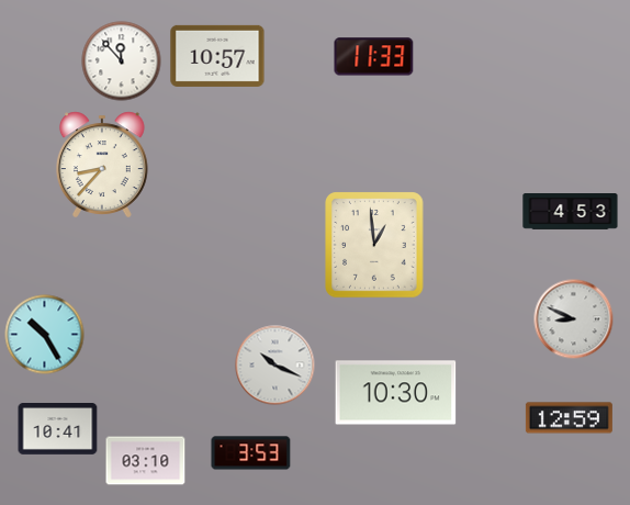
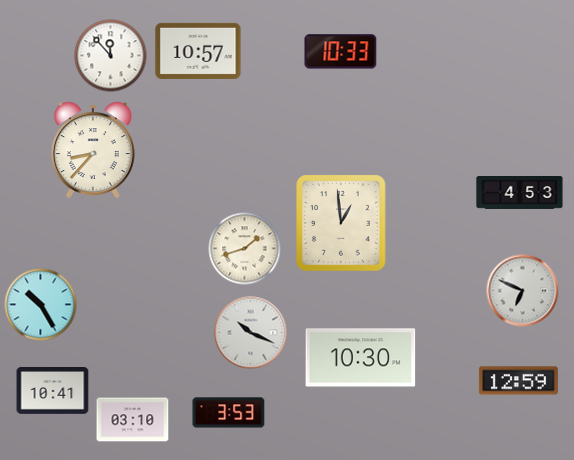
clock at (374, 57): 11:33 -> 10:33
clock at (245, 249): none -> 1:42
clock at (574, 319): 8:49 -> 6:49
